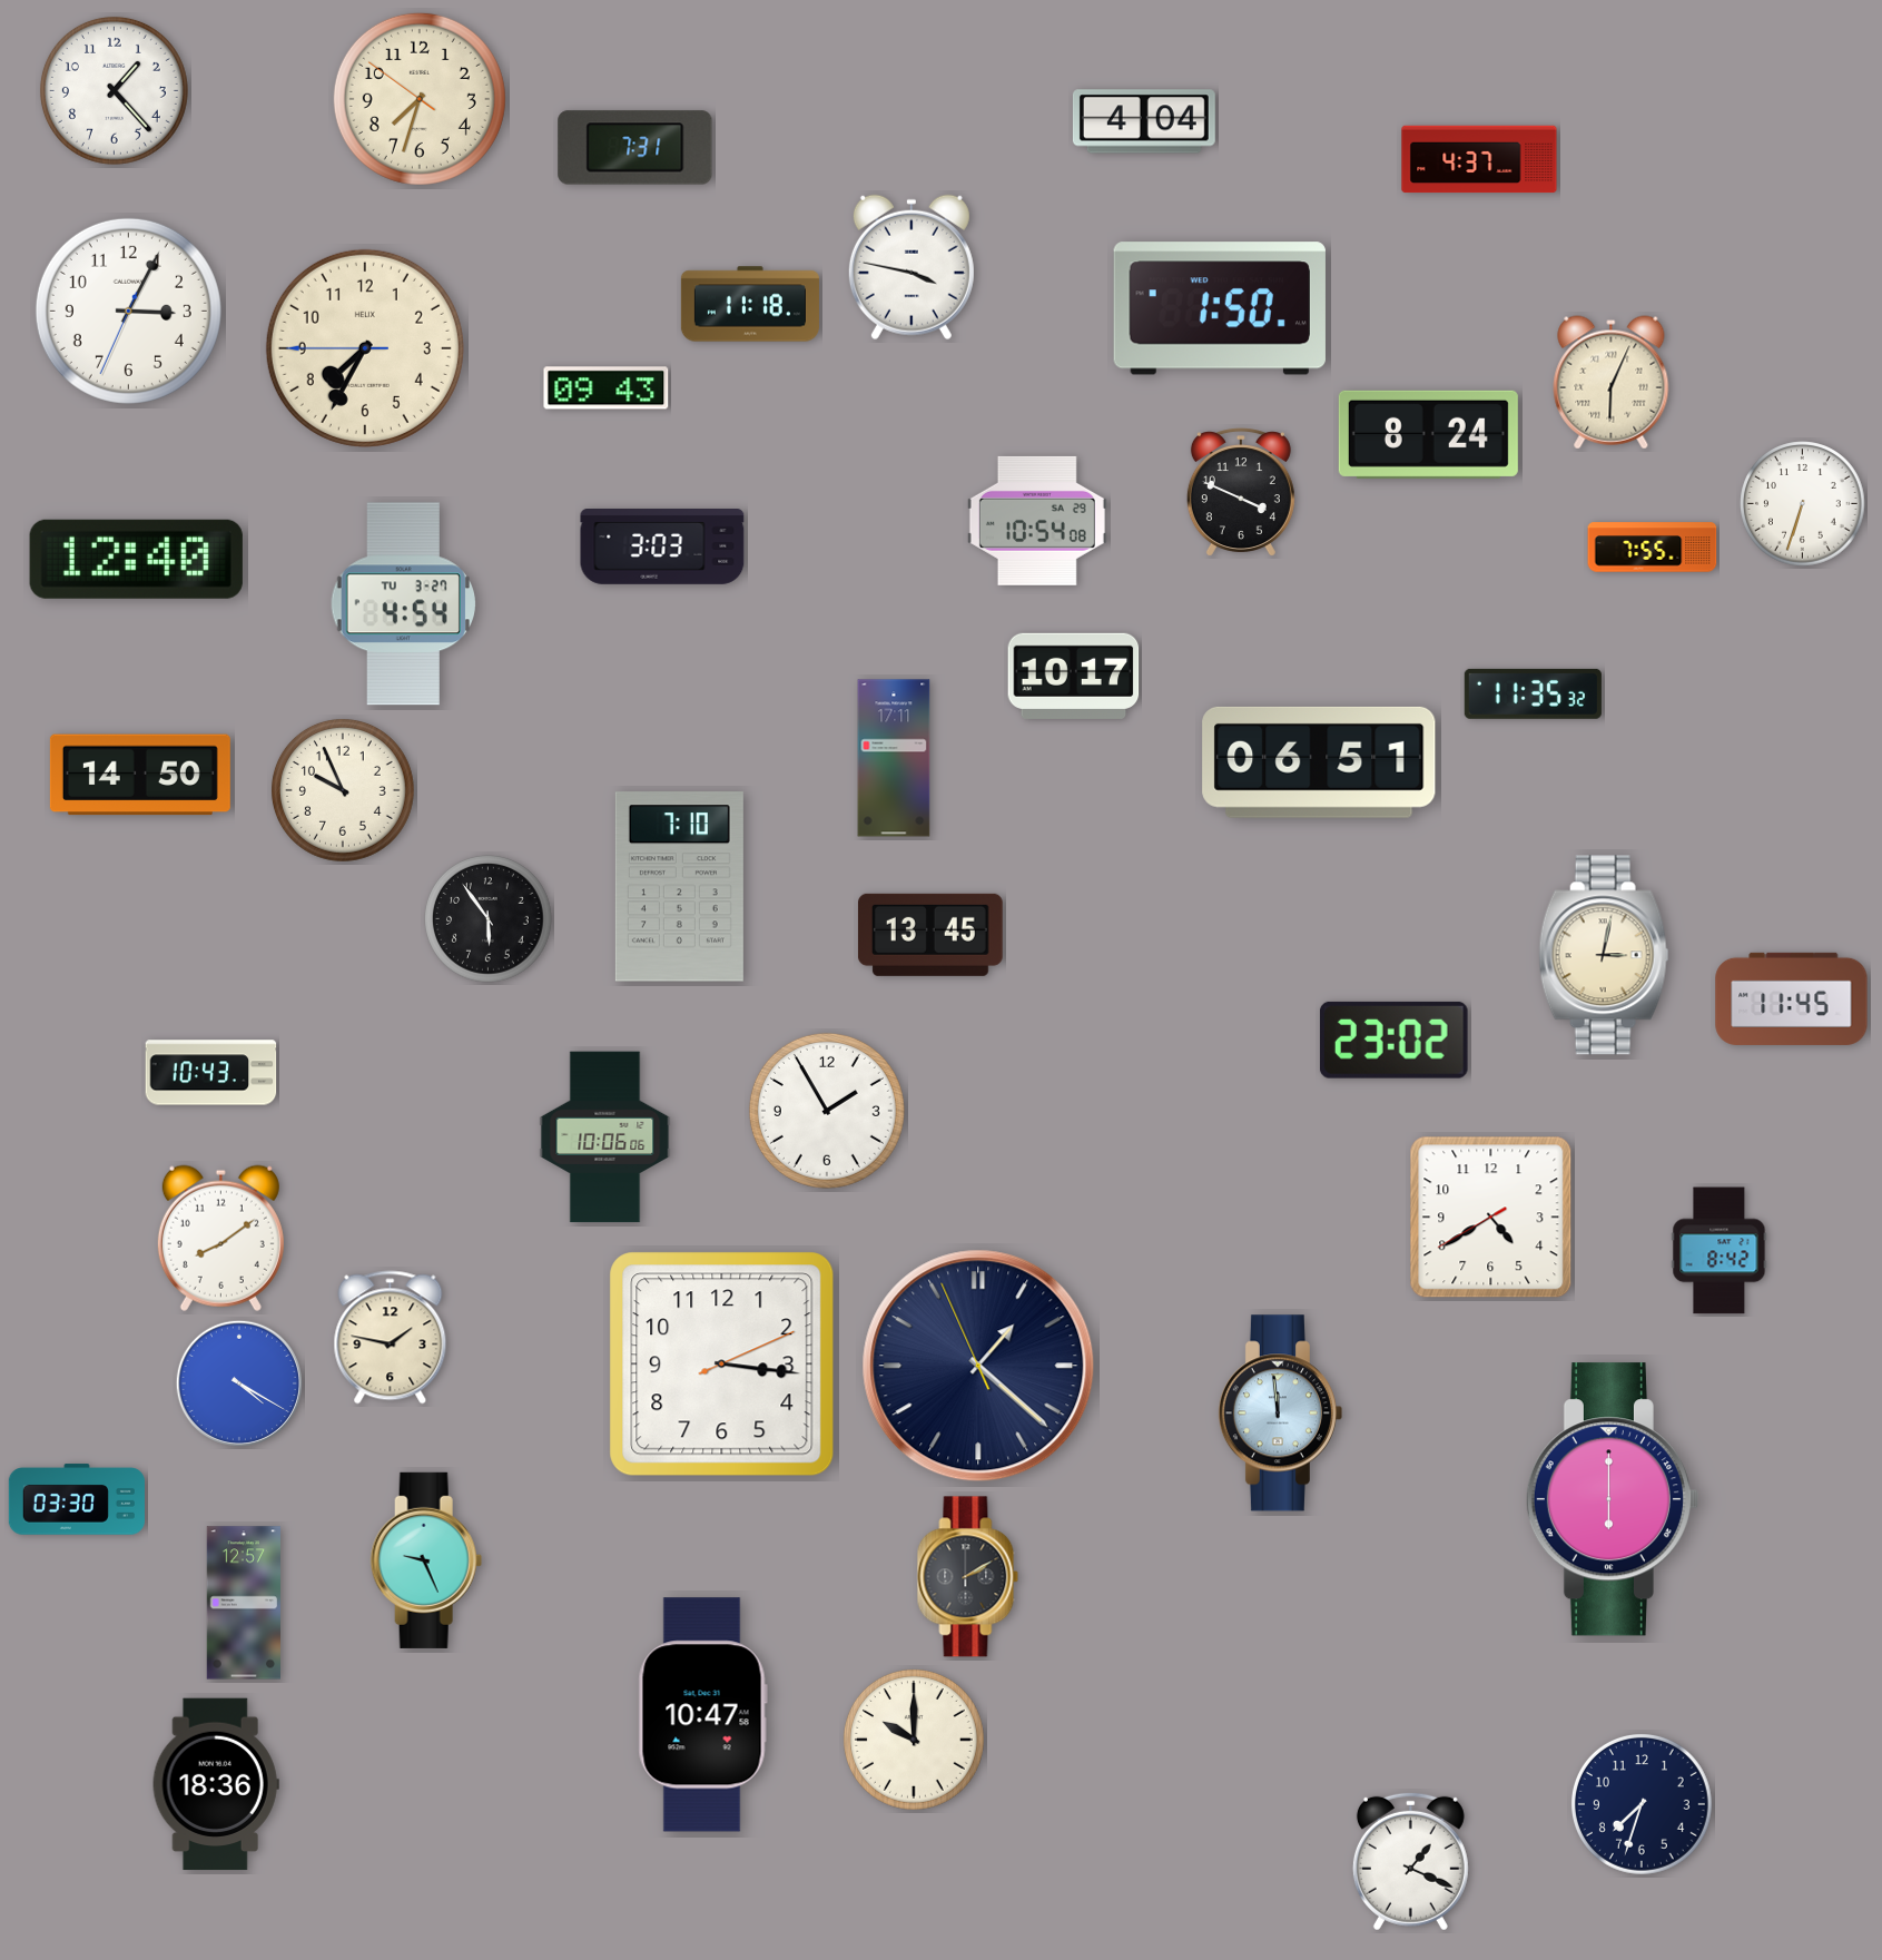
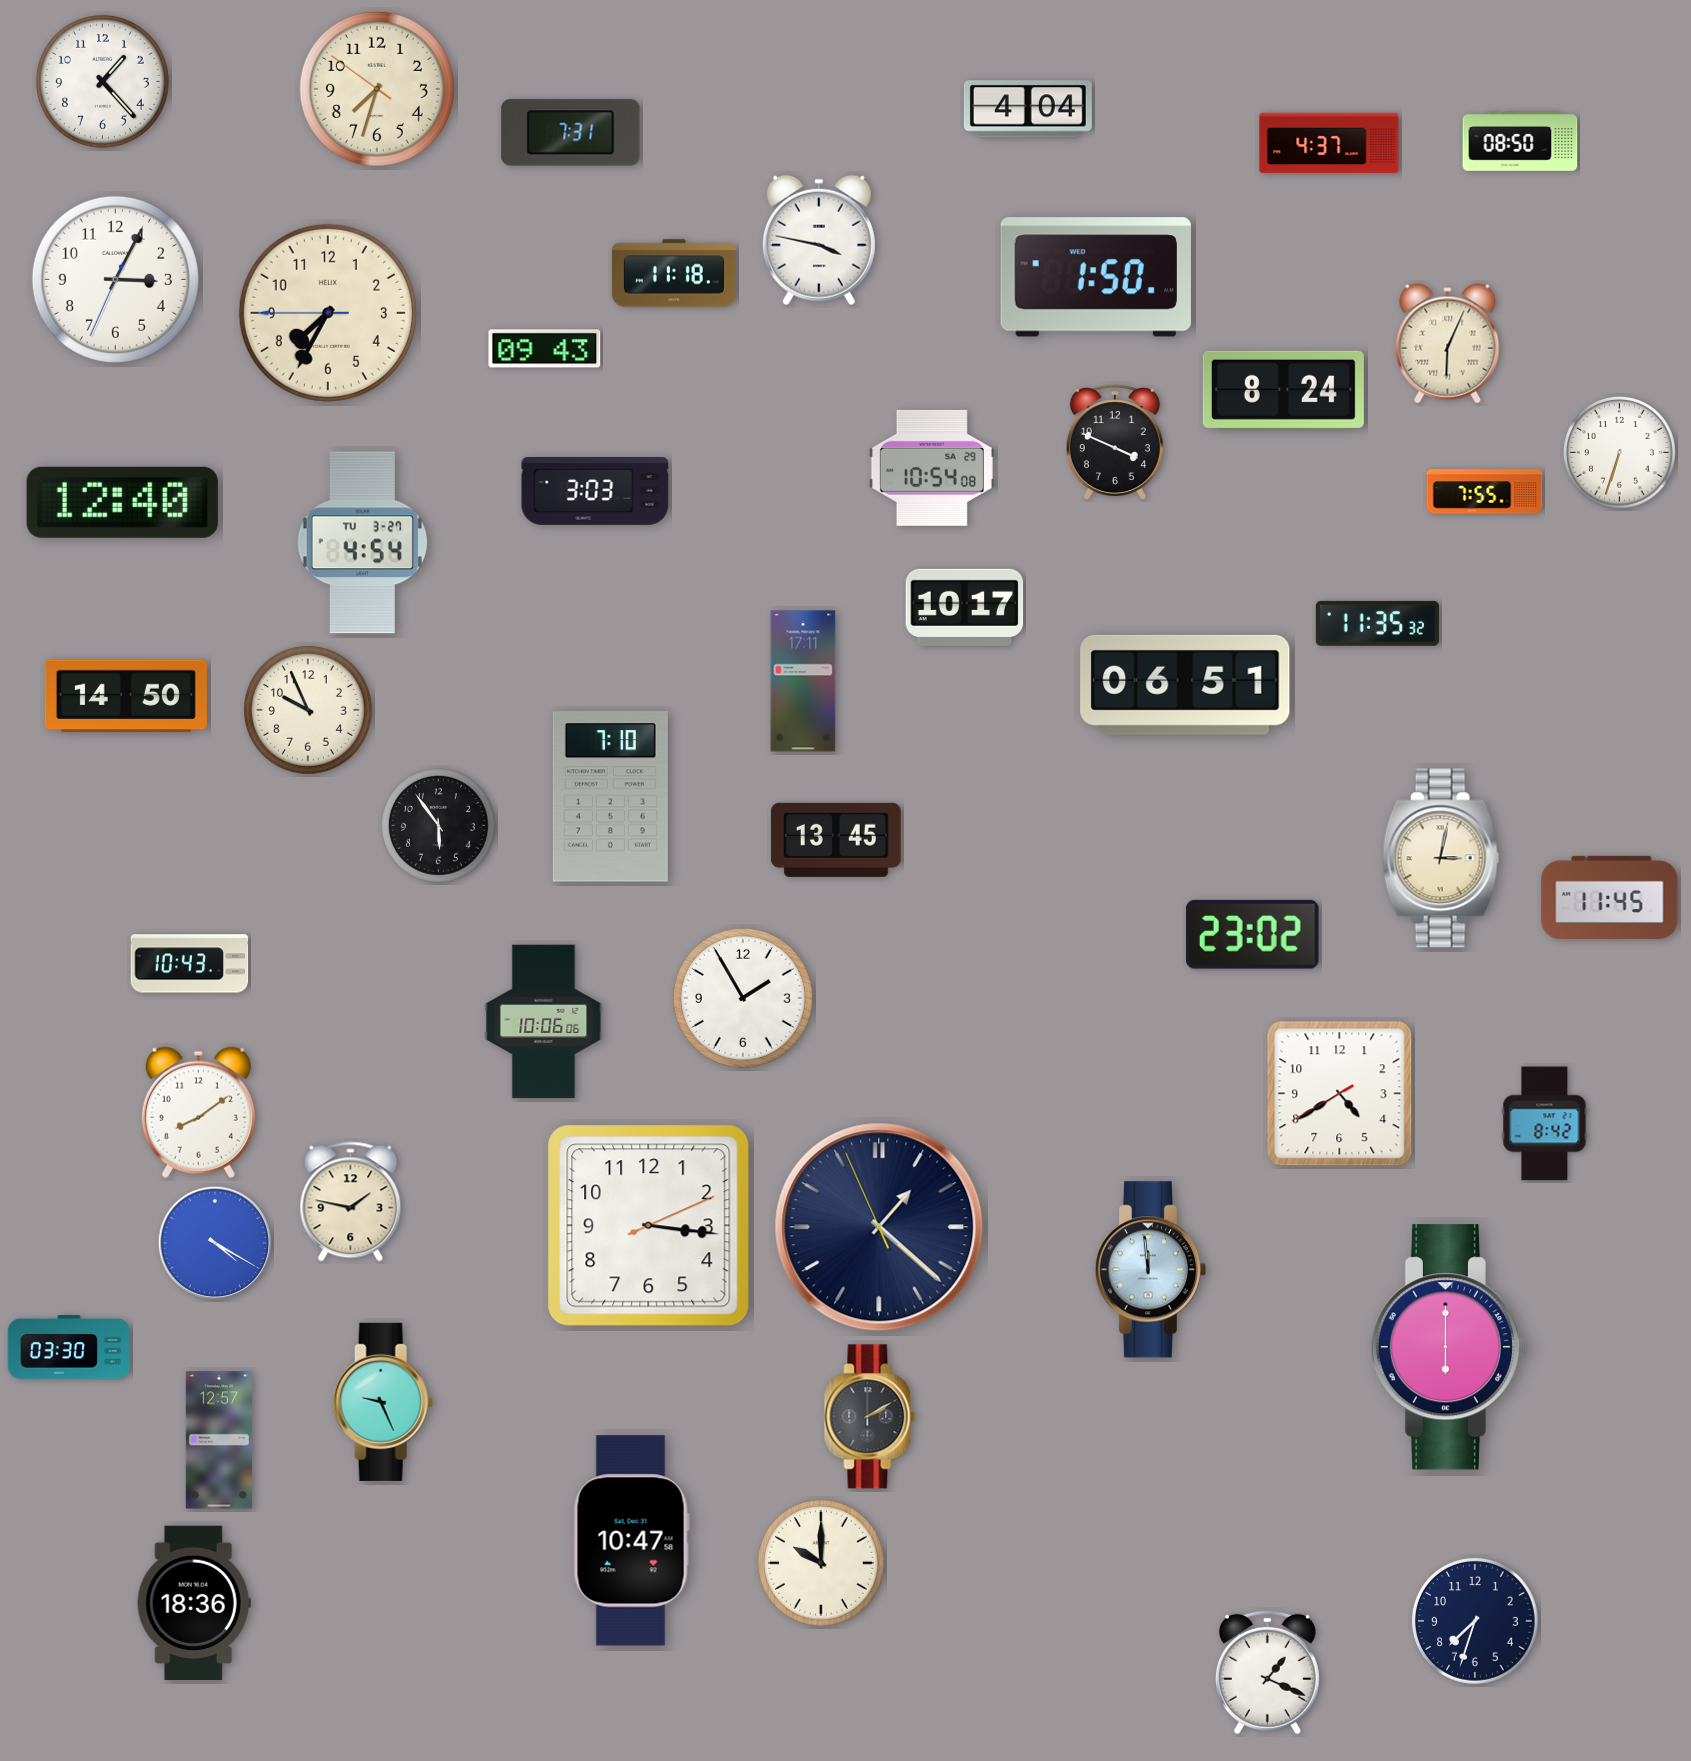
clock at (1520, 141): none -> 08:50
